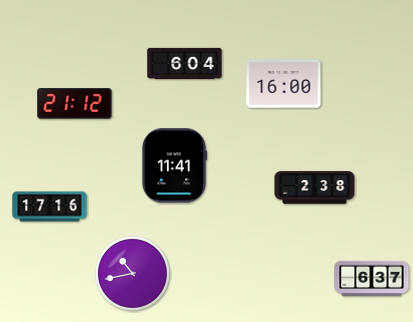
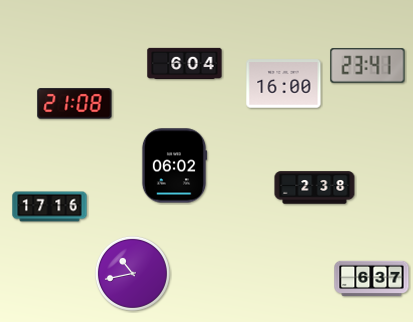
clock at (368, 66): none -> 23:41
clock at (75, 104): 21:12 -> 21:08
clock at (174, 166): 11:41 -> 06:02
